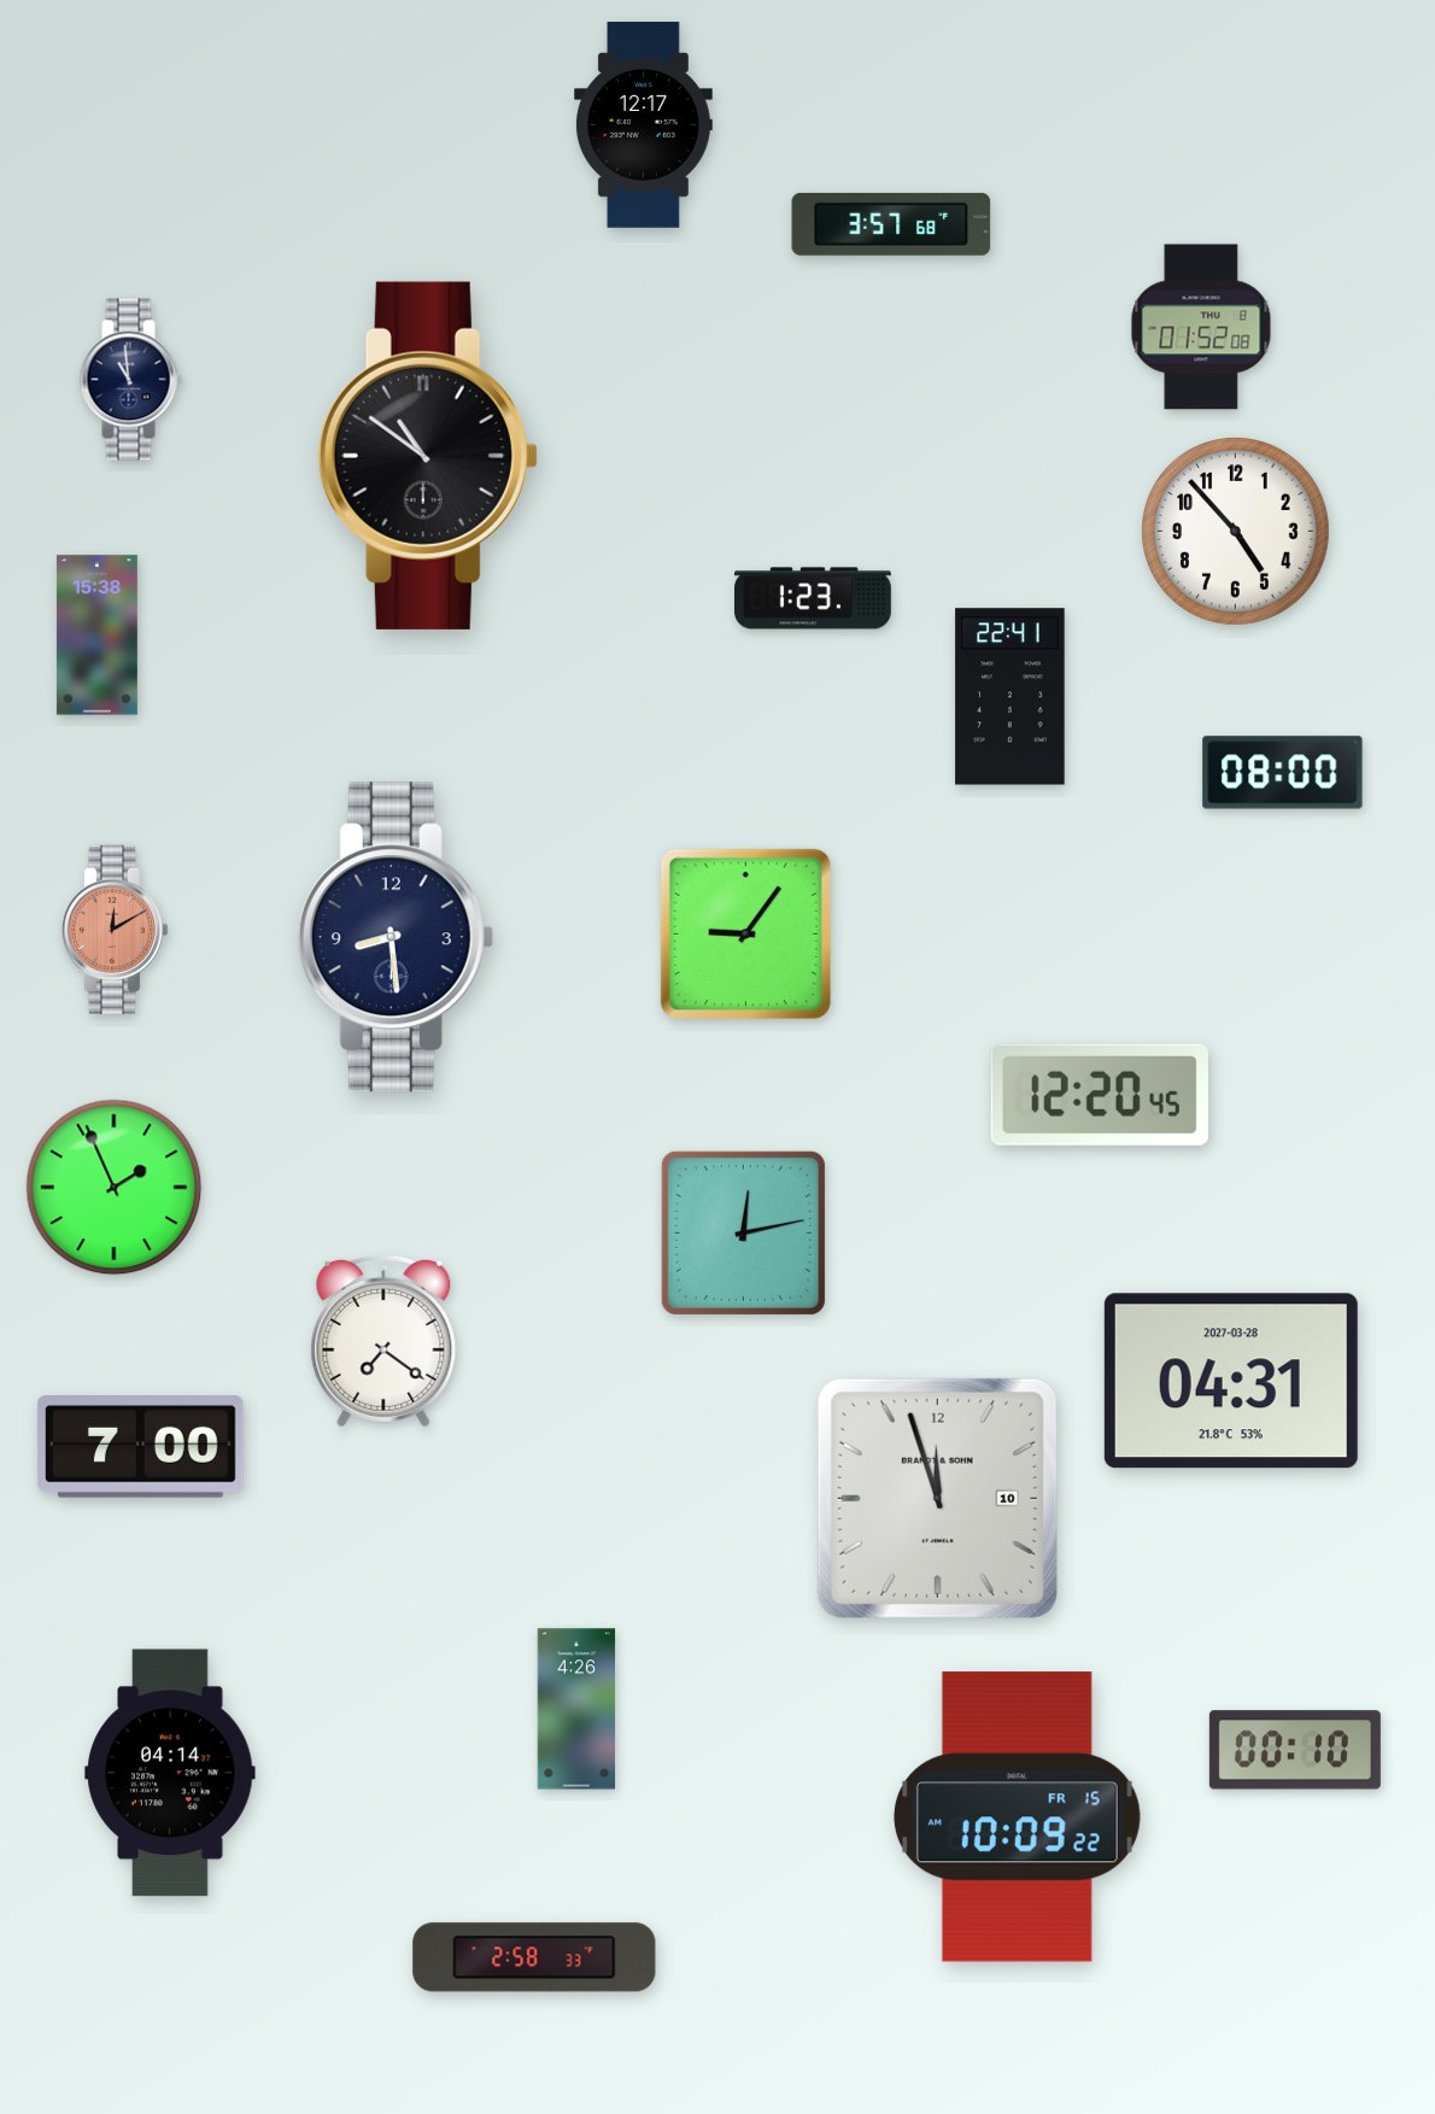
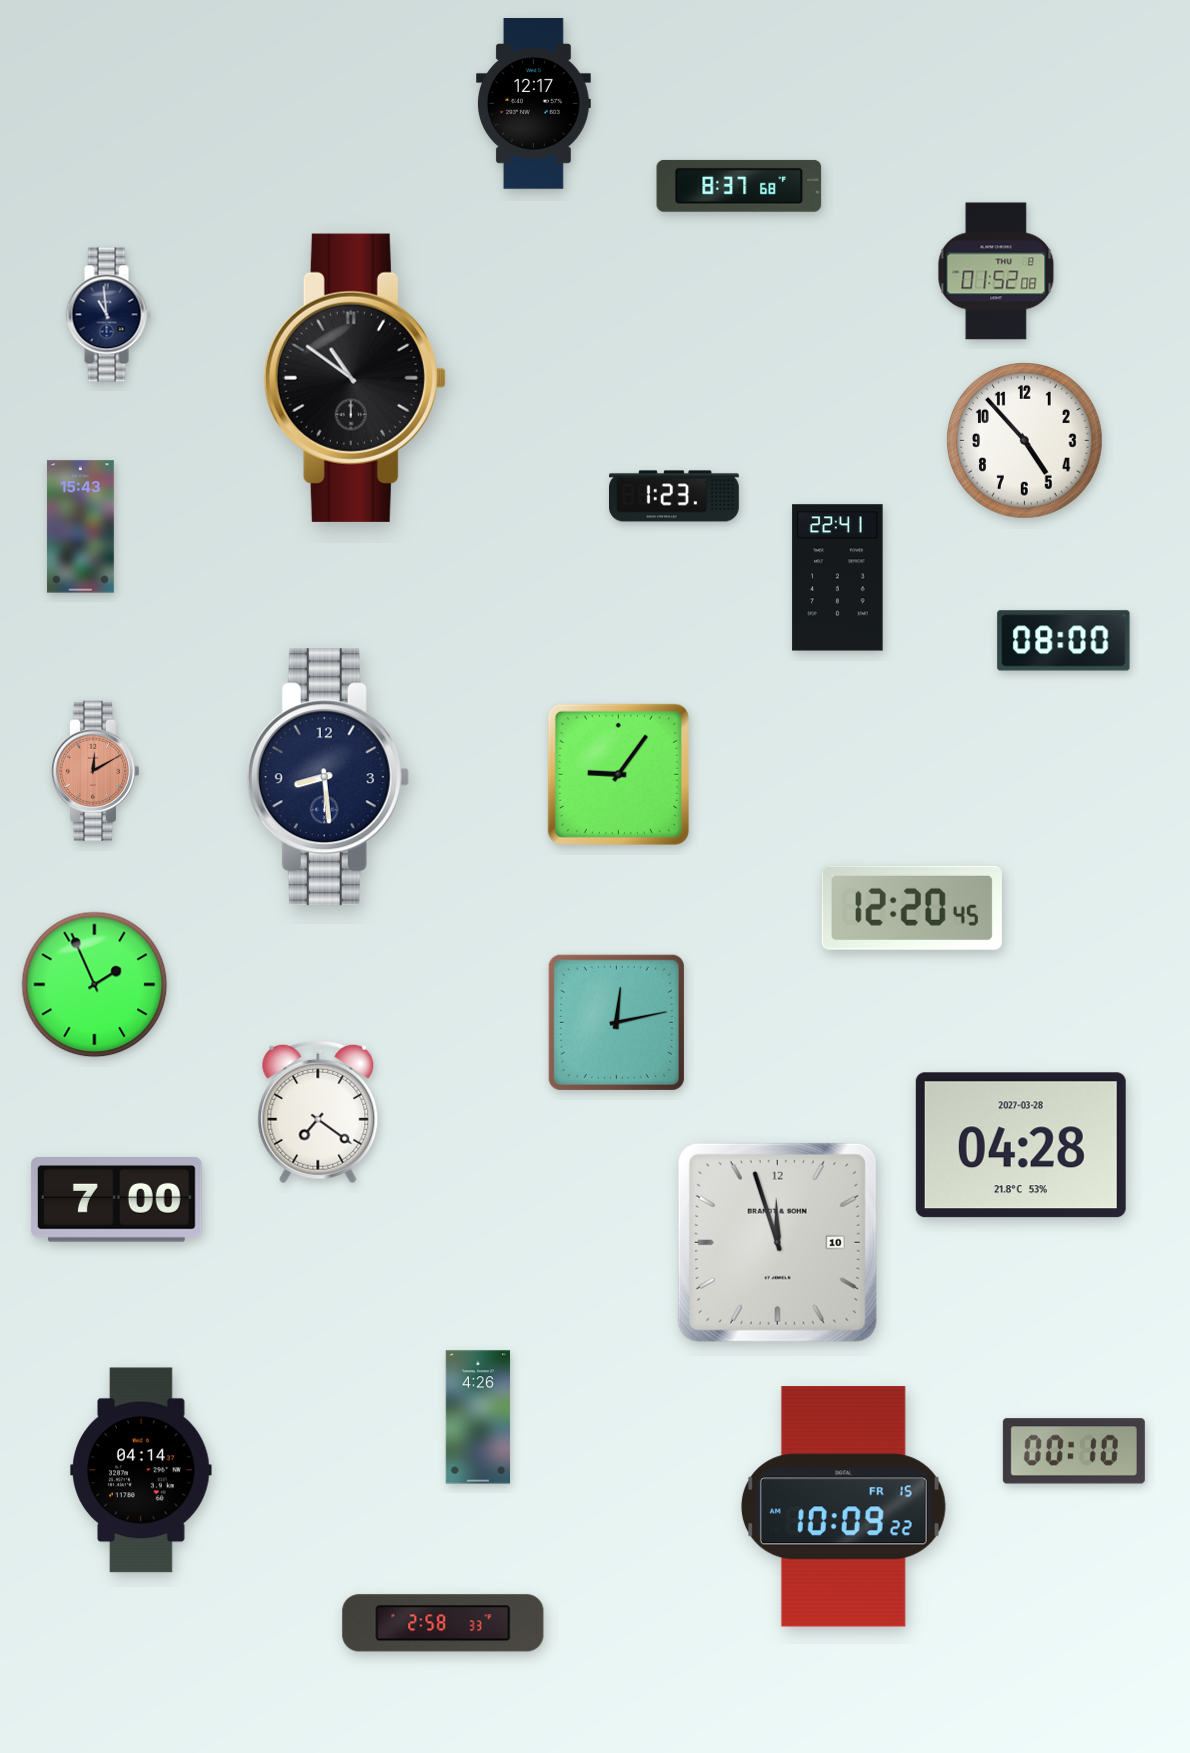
clock at (891, 224): 3:57 -> 8:37
clock at (96, 636): 15:38 -> 15:43
clock at (1231, 1381): 04:31 -> 04:28
